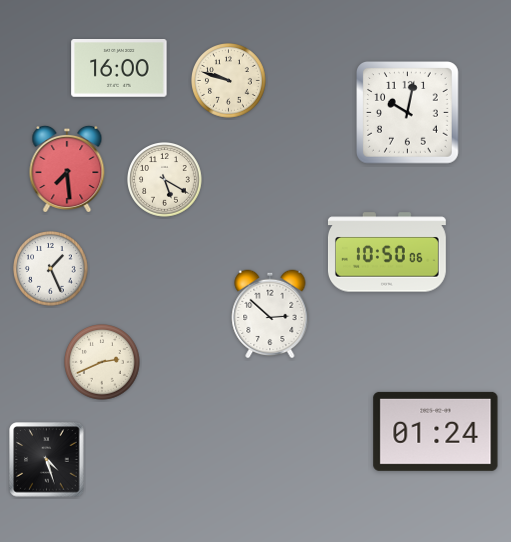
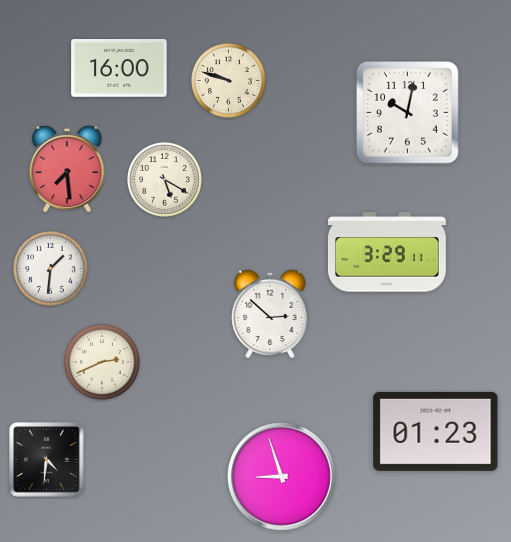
clock at (387, 252): 10:50 -> 3:29
clock at (51, 269): 1:26 -> 1:31
clock at (436, 431): 01:24 -> 01:23
clock at (47, 460): 4:27 -> 4:31
clock at (282, 477): none -> 8:57
